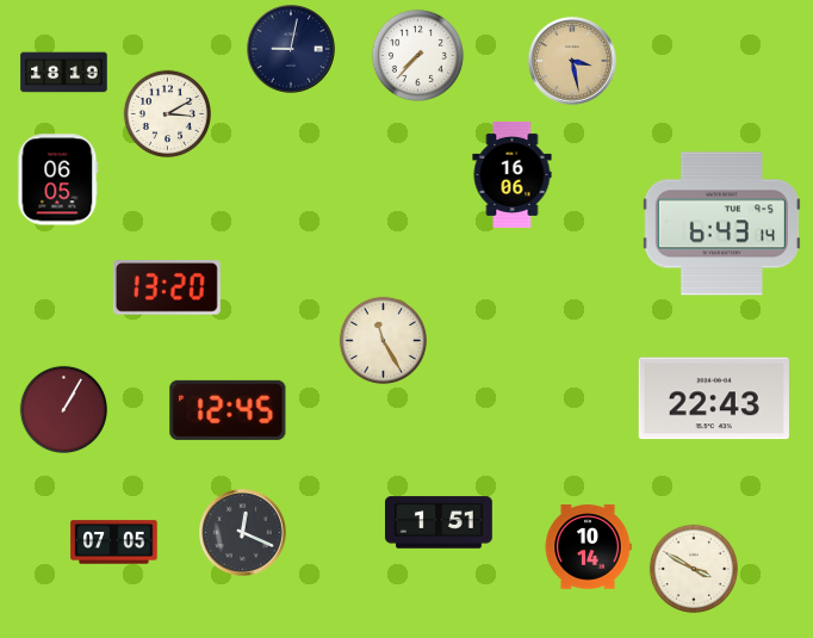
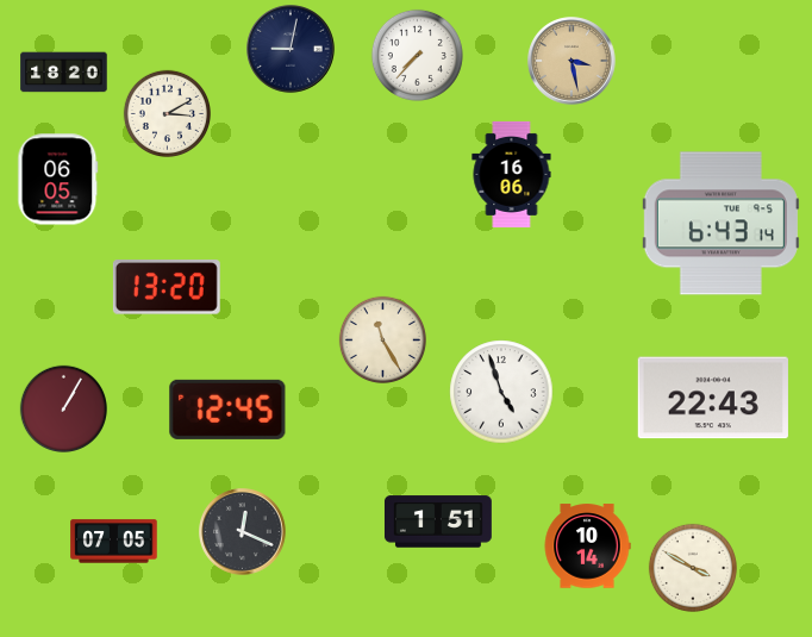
clock at (64, 73): 18:19 -> 18:20
clock at (501, 392): none -> 4:57
